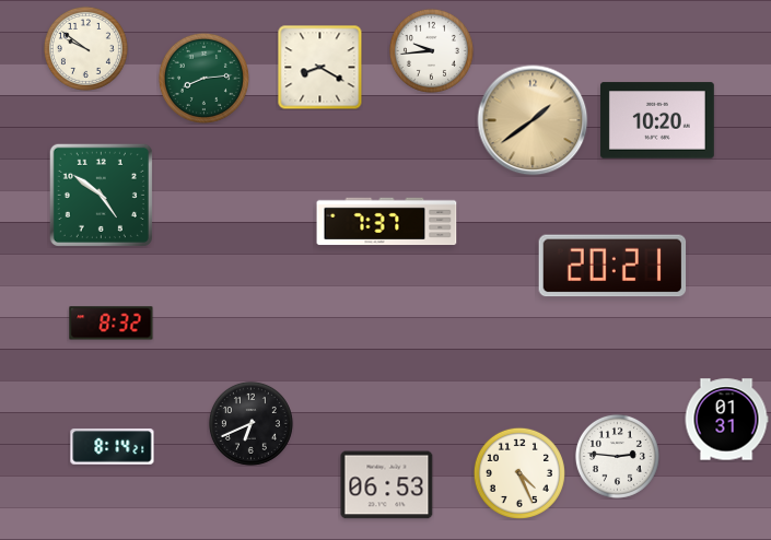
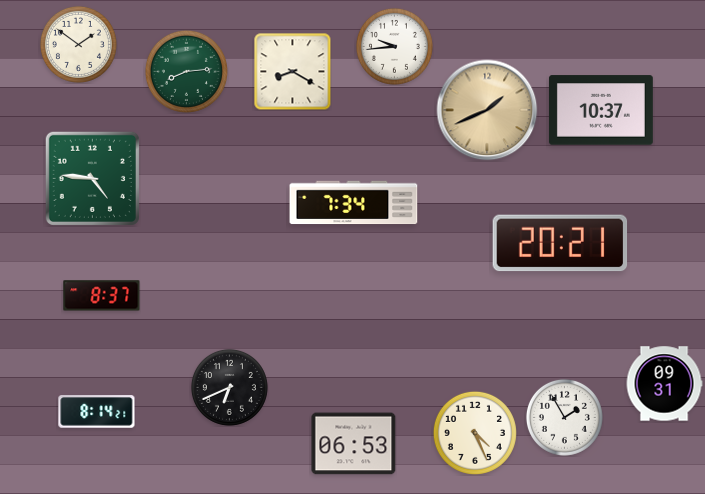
clock at (85, 48): 9:51 -> 1:51
clock at (319, 67) position: (319, 67) -> (292, 71)
clock at (533, 120): 1:39 -> 1:41
clock at (657, 120): 10:20 -> 10:37
clock at (101, 195): 4:51 -> 4:46
clock at (387, 222): 7:37 -> 7:34
clock at (112, 324): 8:32 -> 8:37
clock at (726, 420): 01:31 -> 09:31
clock at (113, 447) position: (113, 447) -> (97, 412)
clock at (617, 456): 2:46 -> 1:55
